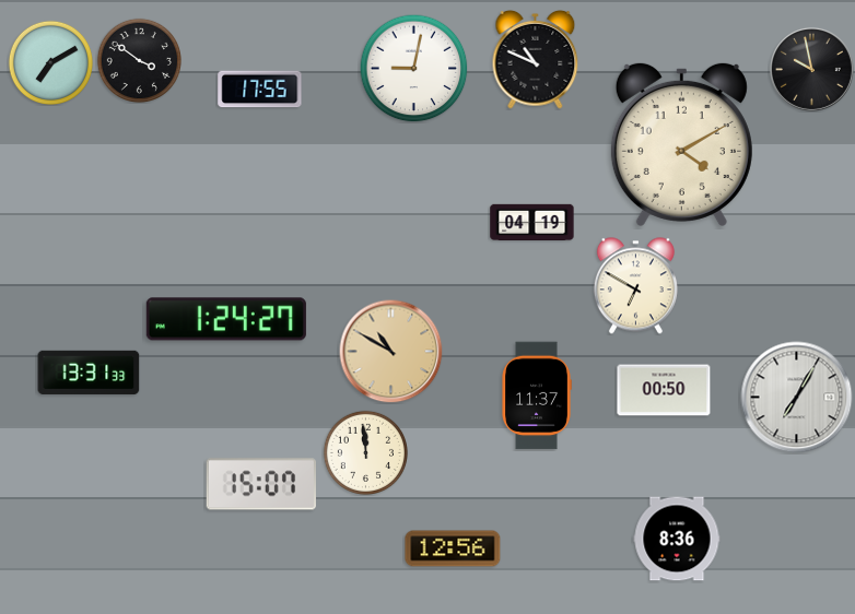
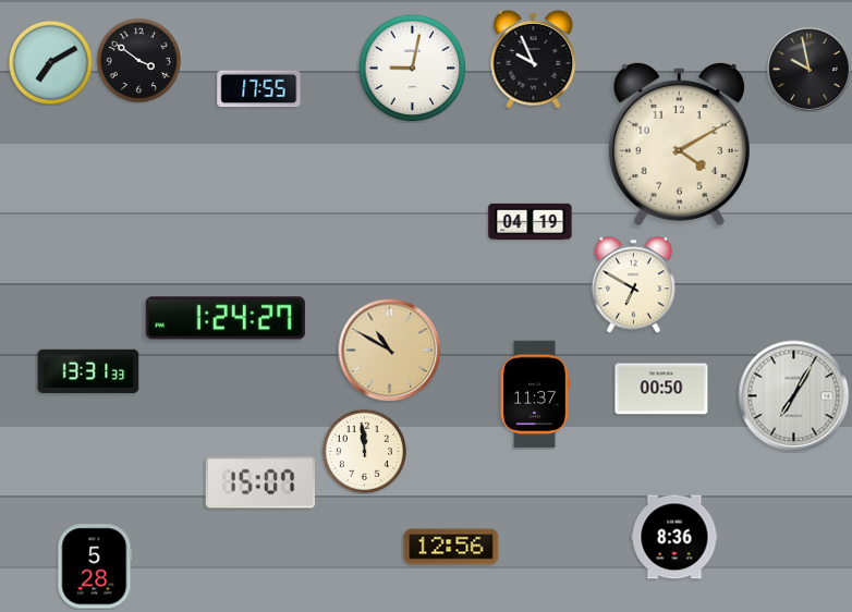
clock at (536, 60): 10:49 -> 9:56
clock at (95, 566): none -> 5:28
